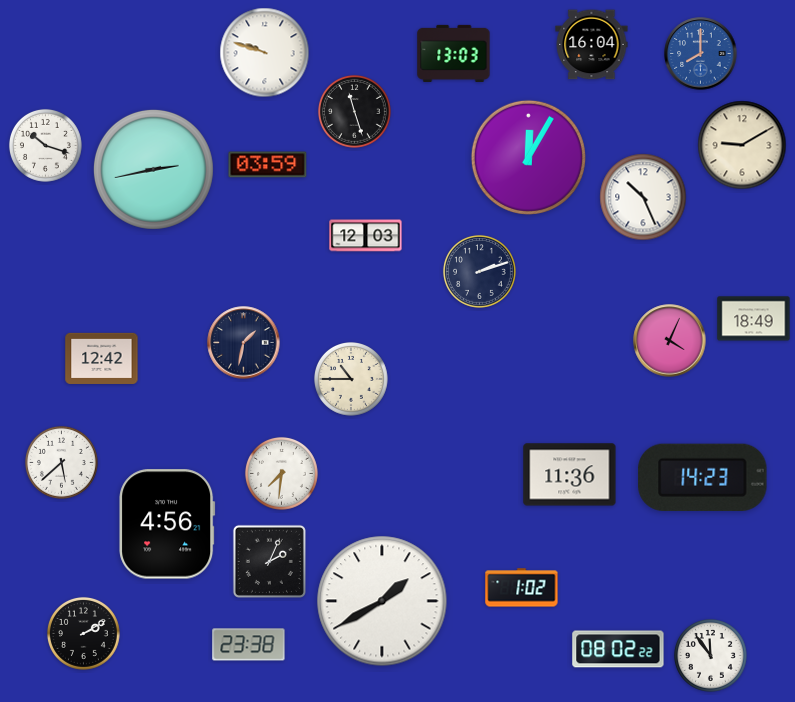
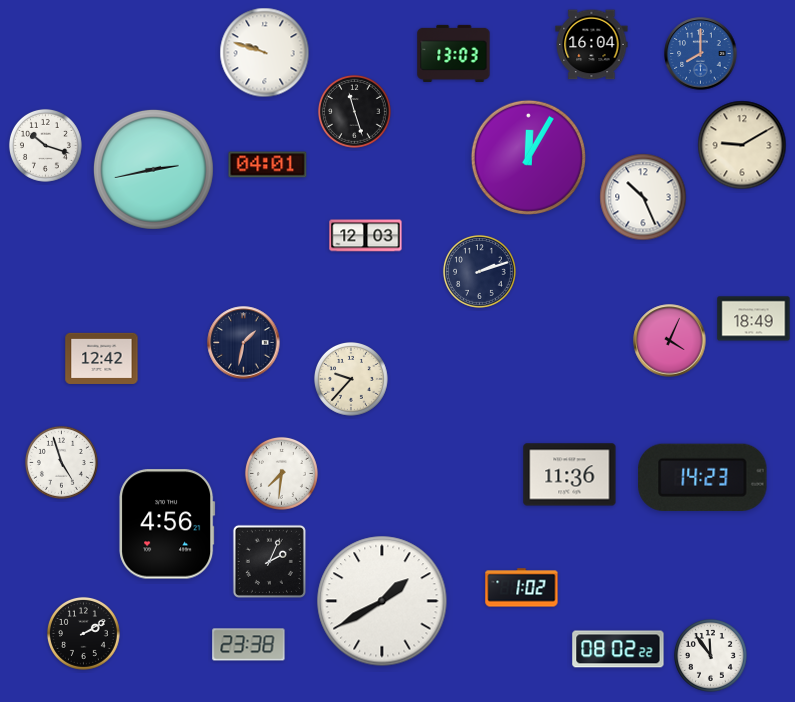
clock at (268, 165): 03:59 -> 04:01
clock at (352, 380): 10:45 -> 9:37
clock at (61, 462): 5:38 -> 4:57
